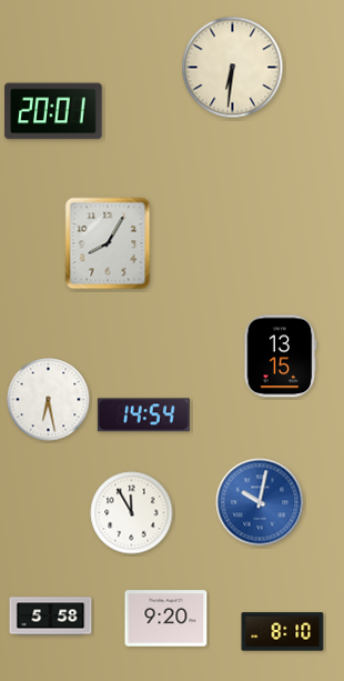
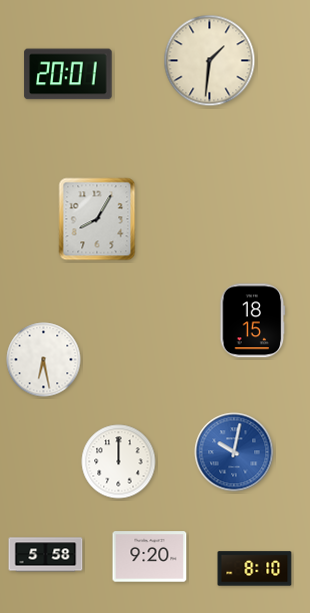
clock at (233, 68): 6:31 -> 1:31
clock at (53, 111) position: (53, 111) -> (68, 74)
clock at (281, 357): 13:15 -> 18:15
clock at (143, 415): 14:54 -> none
clock at (132, 513): 11:55 -> 12:00
